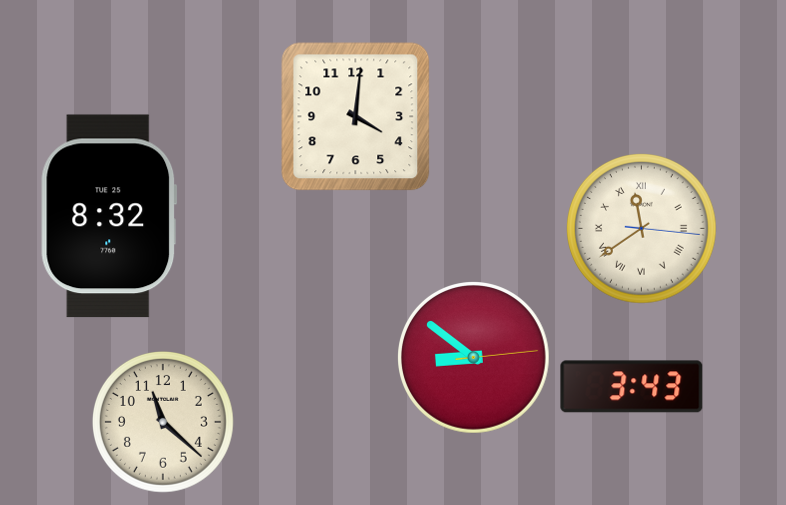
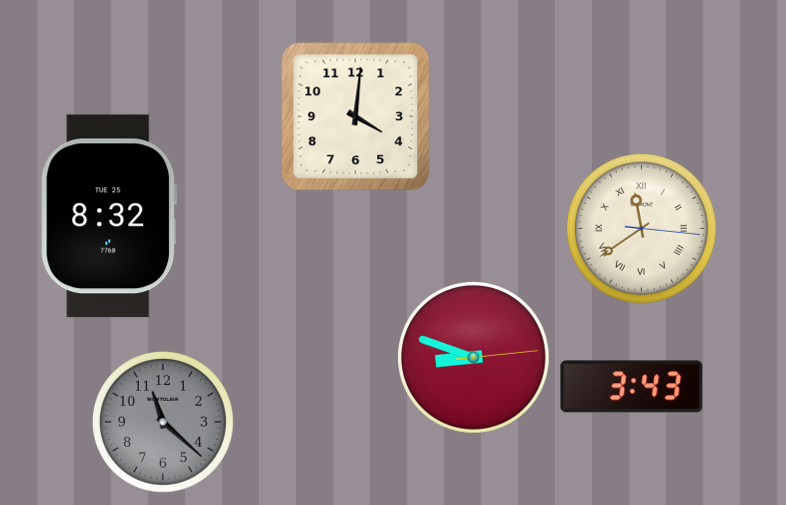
clock at (474, 358): 8:51 -> 8:48
clock at (163, 422) dial: cream -> grey
